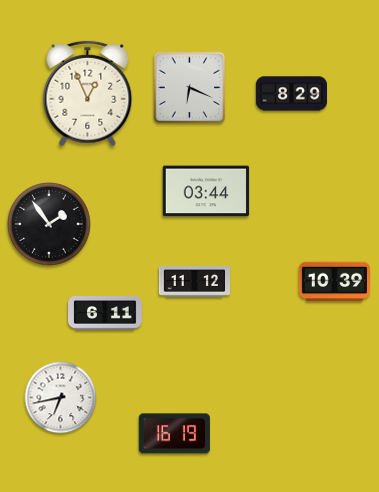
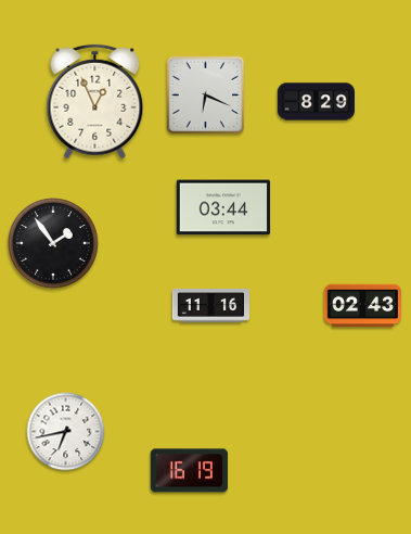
clock at (194, 282): 11:12 -> 11:16
clock at (334, 282): 10:39 -> 02:43
clock at (105, 313): 6:11 -> none
